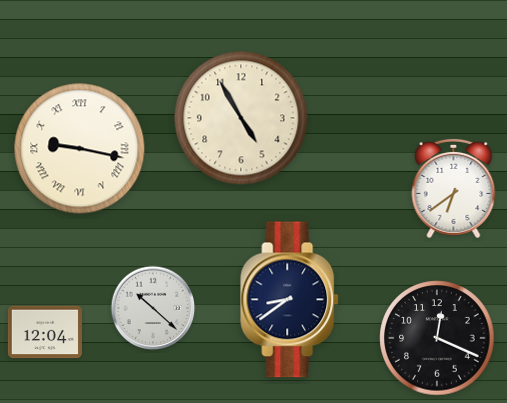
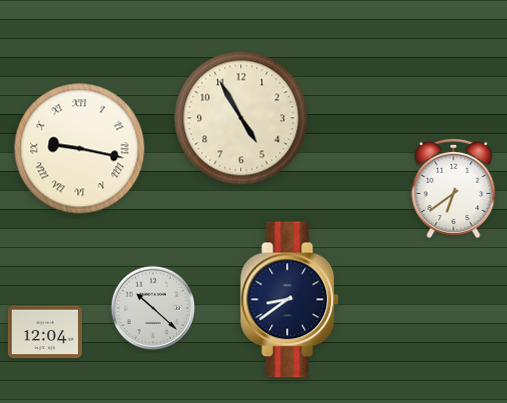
clock at (437, 338): 12:19 -> none
